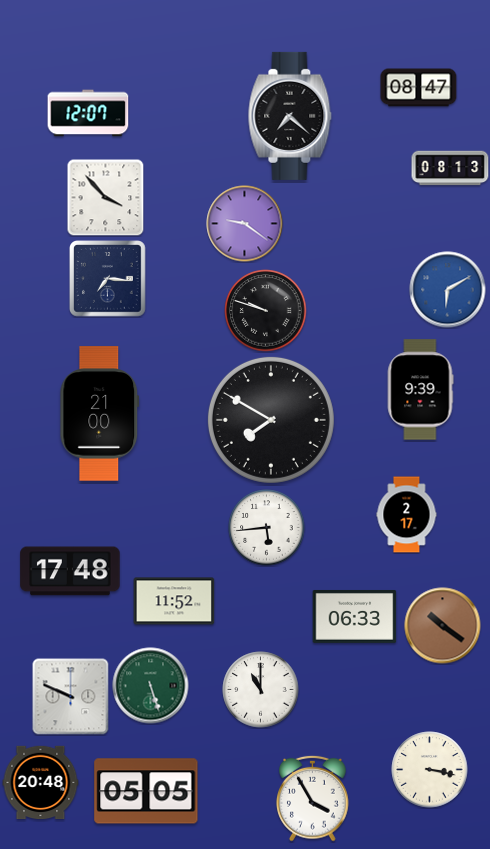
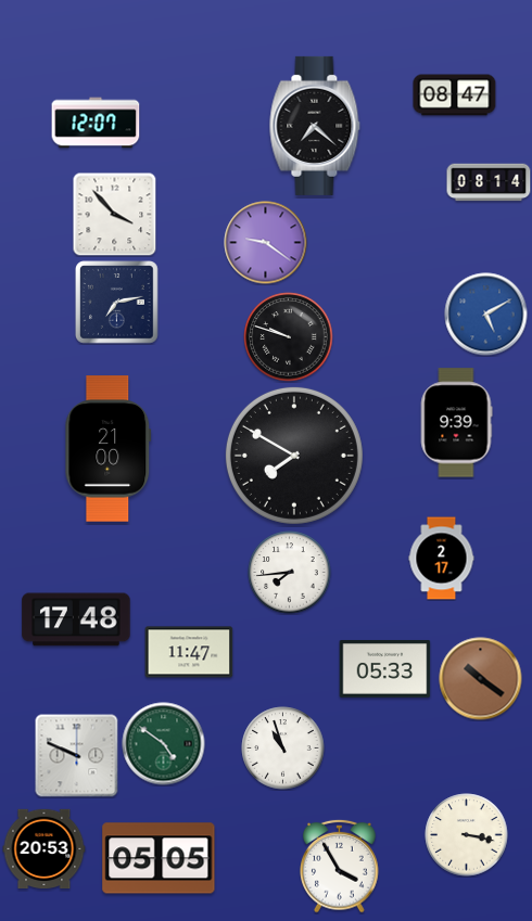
clock at (450, 168): 08:13 -> 08:14
clock at (108, 279): 7:16 -> 7:13
clock at (448, 290): 6:10 -> 5:10
clock at (267, 528): 5:44 -> 7:44
clock at (174, 601): 11:52 -> 11:47
clock at (355, 617): 06:33 -> 05:33
clock at (151, 686): 5:27 -> 4:51
clock at (261, 690): 11:00 -> 10:57
clock at (41, 783): 20:48 -> 20:53
